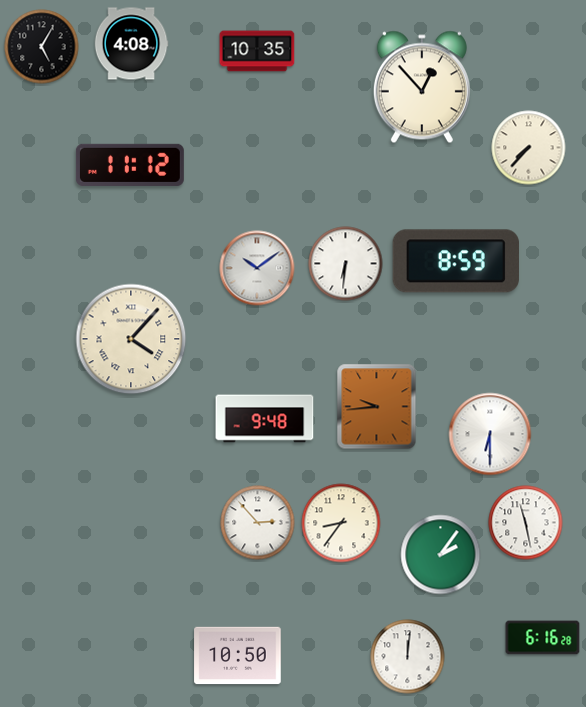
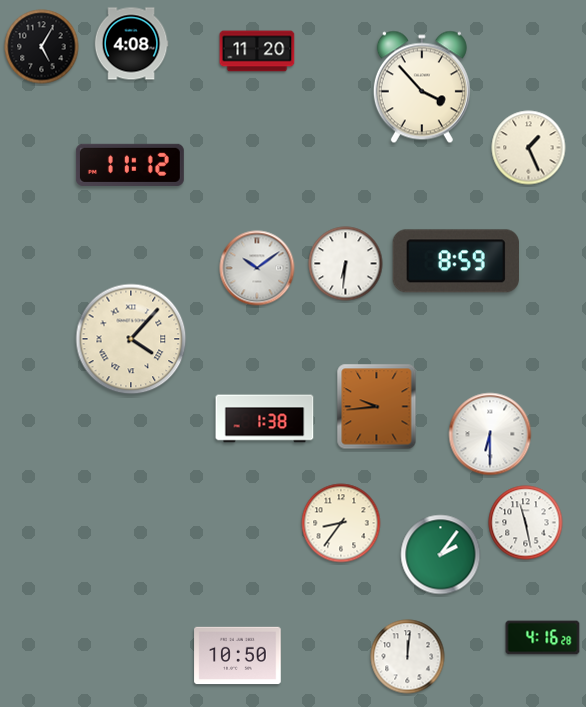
clock at (257, 51): 10:35 -> 11:20
clock at (422, 87): 12:53 -> 3:53
clock at (529, 148): 7:37 -> 1:26
clock at (265, 419): 9:48 -> 1:38
clock at (258, 523): 2:53 -> none
clock at (543, 638): 6:16 -> 4:16
